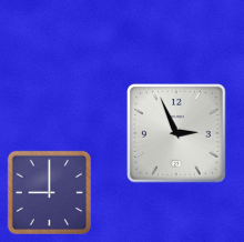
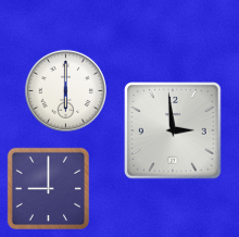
clock at (65, 90): none -> 6:00
clock at (176, 133): 2:56 -> 2:59
